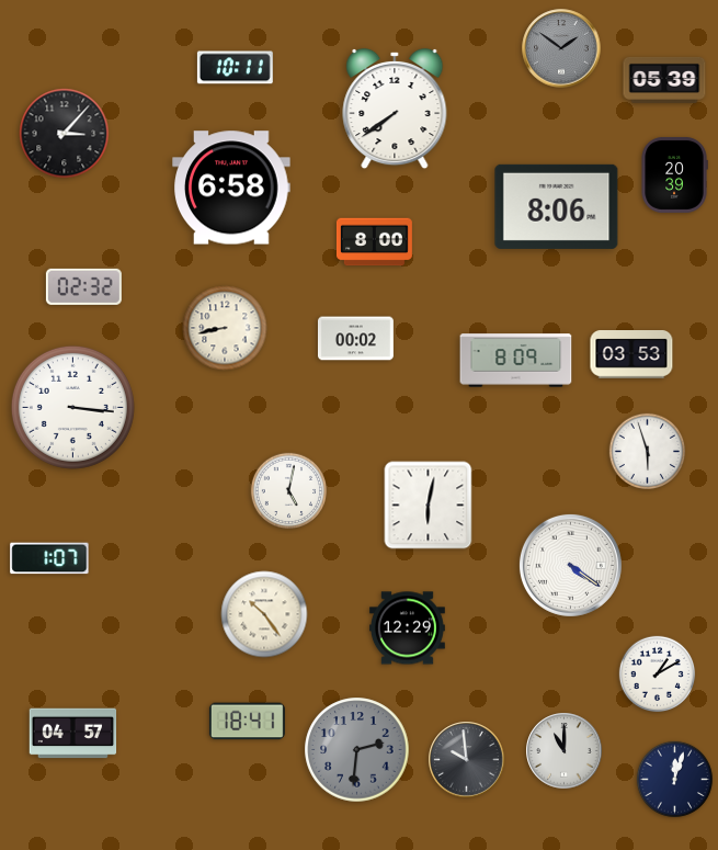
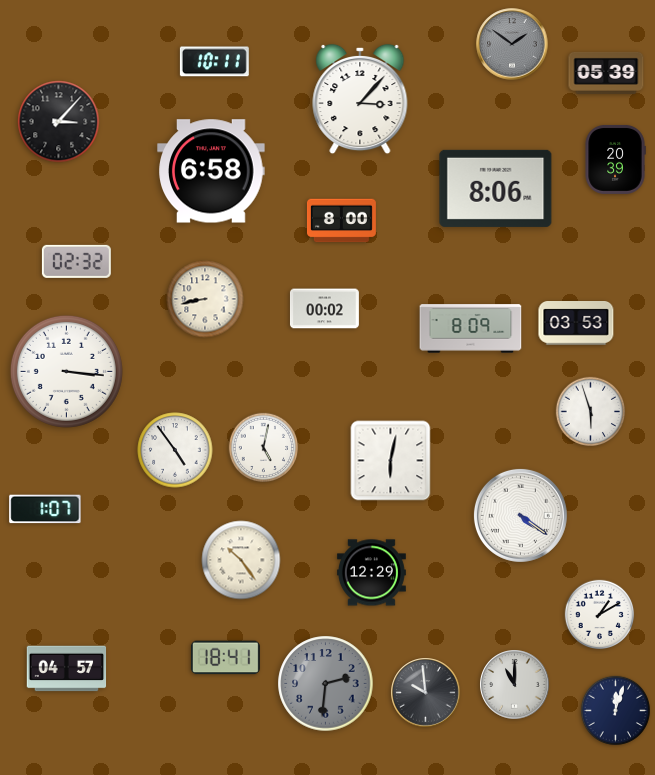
clock at (395, 109): 7:39 -> 3:07
clock at (557, 206) position: (557, 206) -> (496, 188)
clock at (175, 450): none -> 4:54
